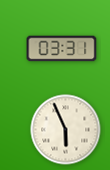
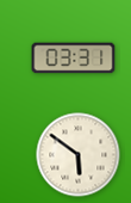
clock at (66, 130): 5:56 -> 5:51
